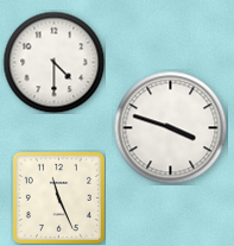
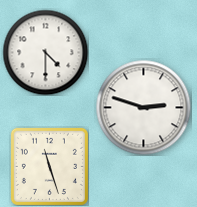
clock at (170, 127): 3:48 -> 2:48
clock at (58, 197): 11:26 -> 11:27
